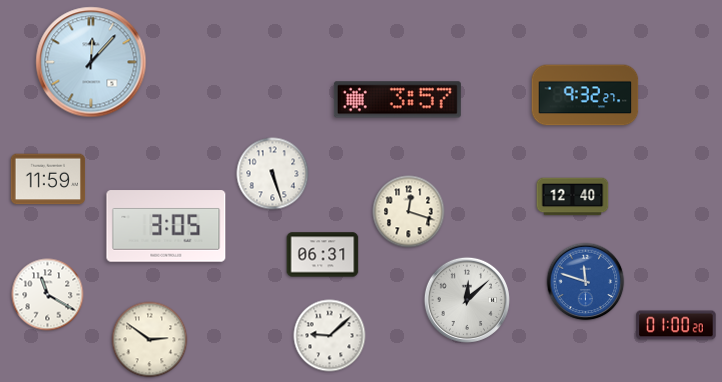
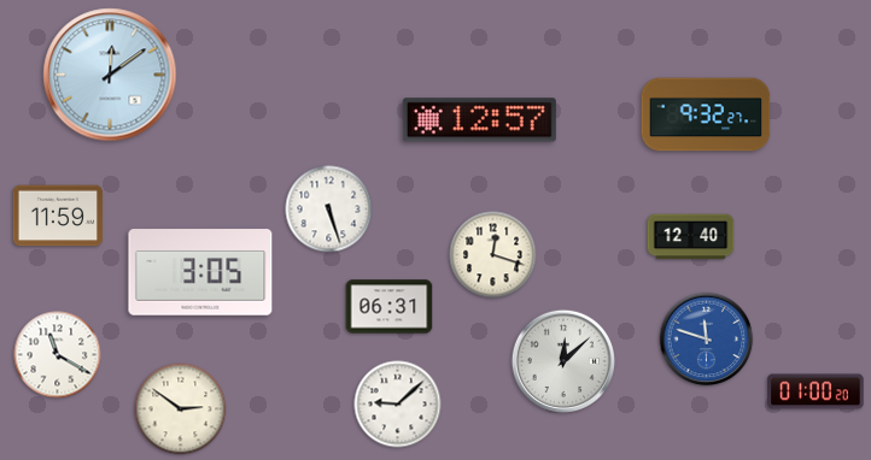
clock at (91, 62): 12:07 -> 12:09
clock at (397, 100): 3:57 -> 12:57
